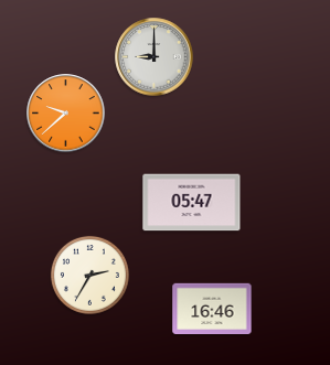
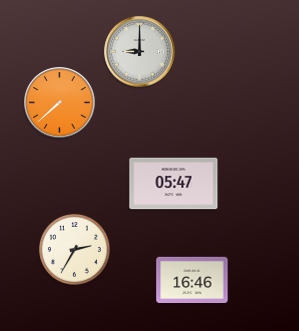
clock at (66, 114): 9:38 -> 7:38
clock at (89, 275) position: (89, 275) -> (74, 249)
